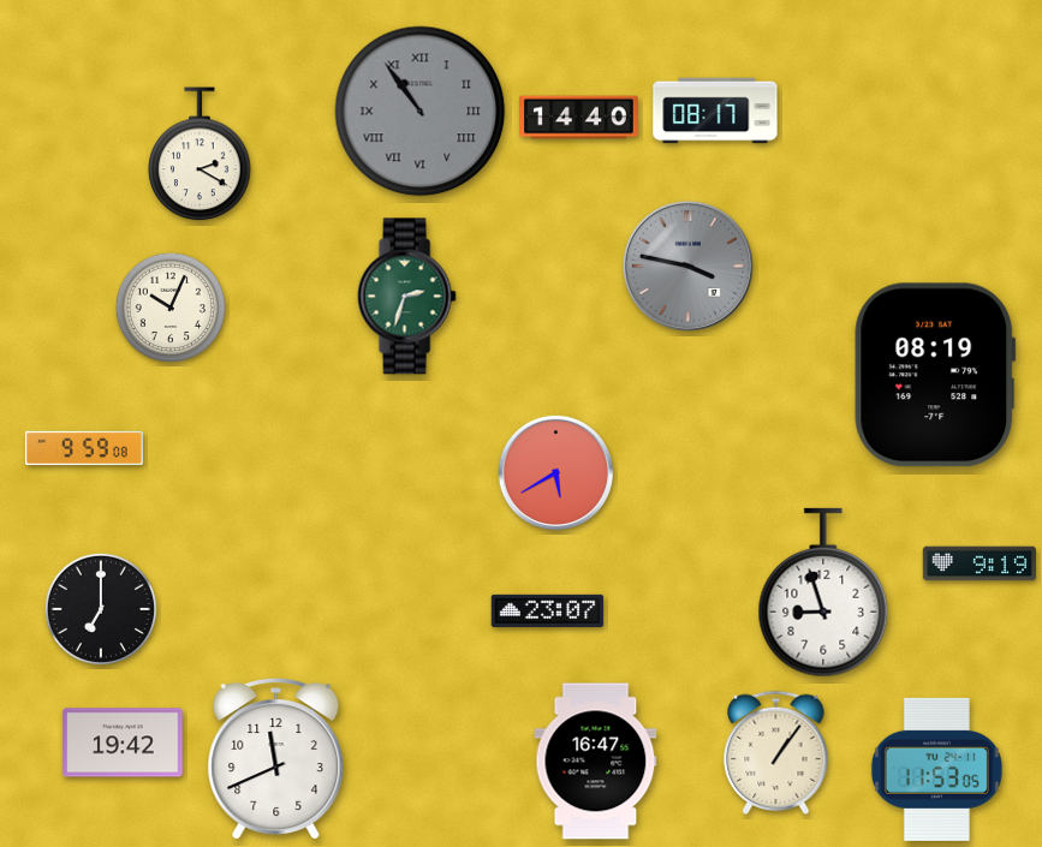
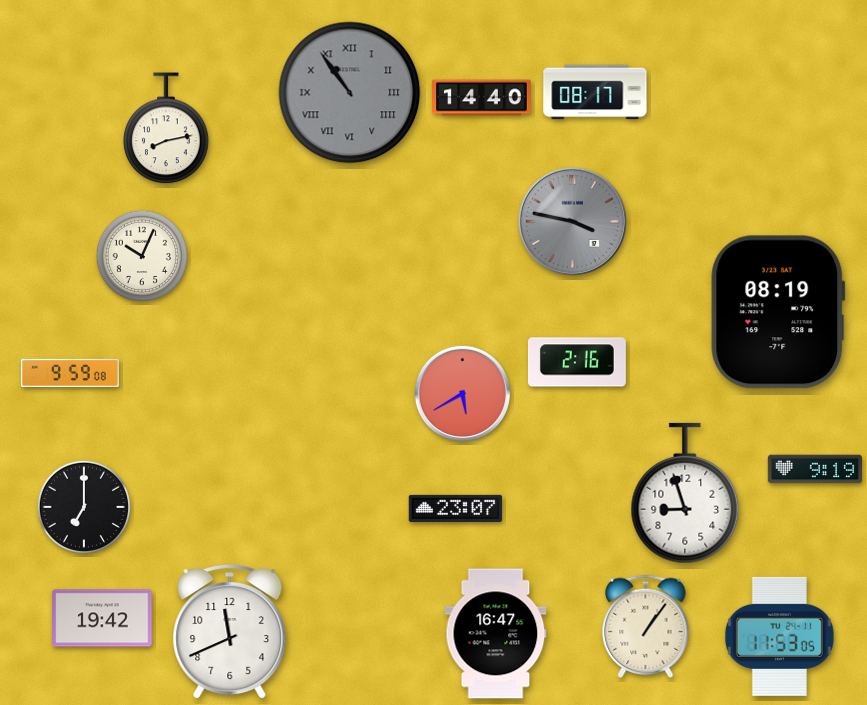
clock at (200, 155): 2:20 -> 8:13
clock at (406, 297): 2:33 -> none
clock at (577, 362): none -> 2:16
clock at (936, 769) position: (936, 769) -> (779, 636)
